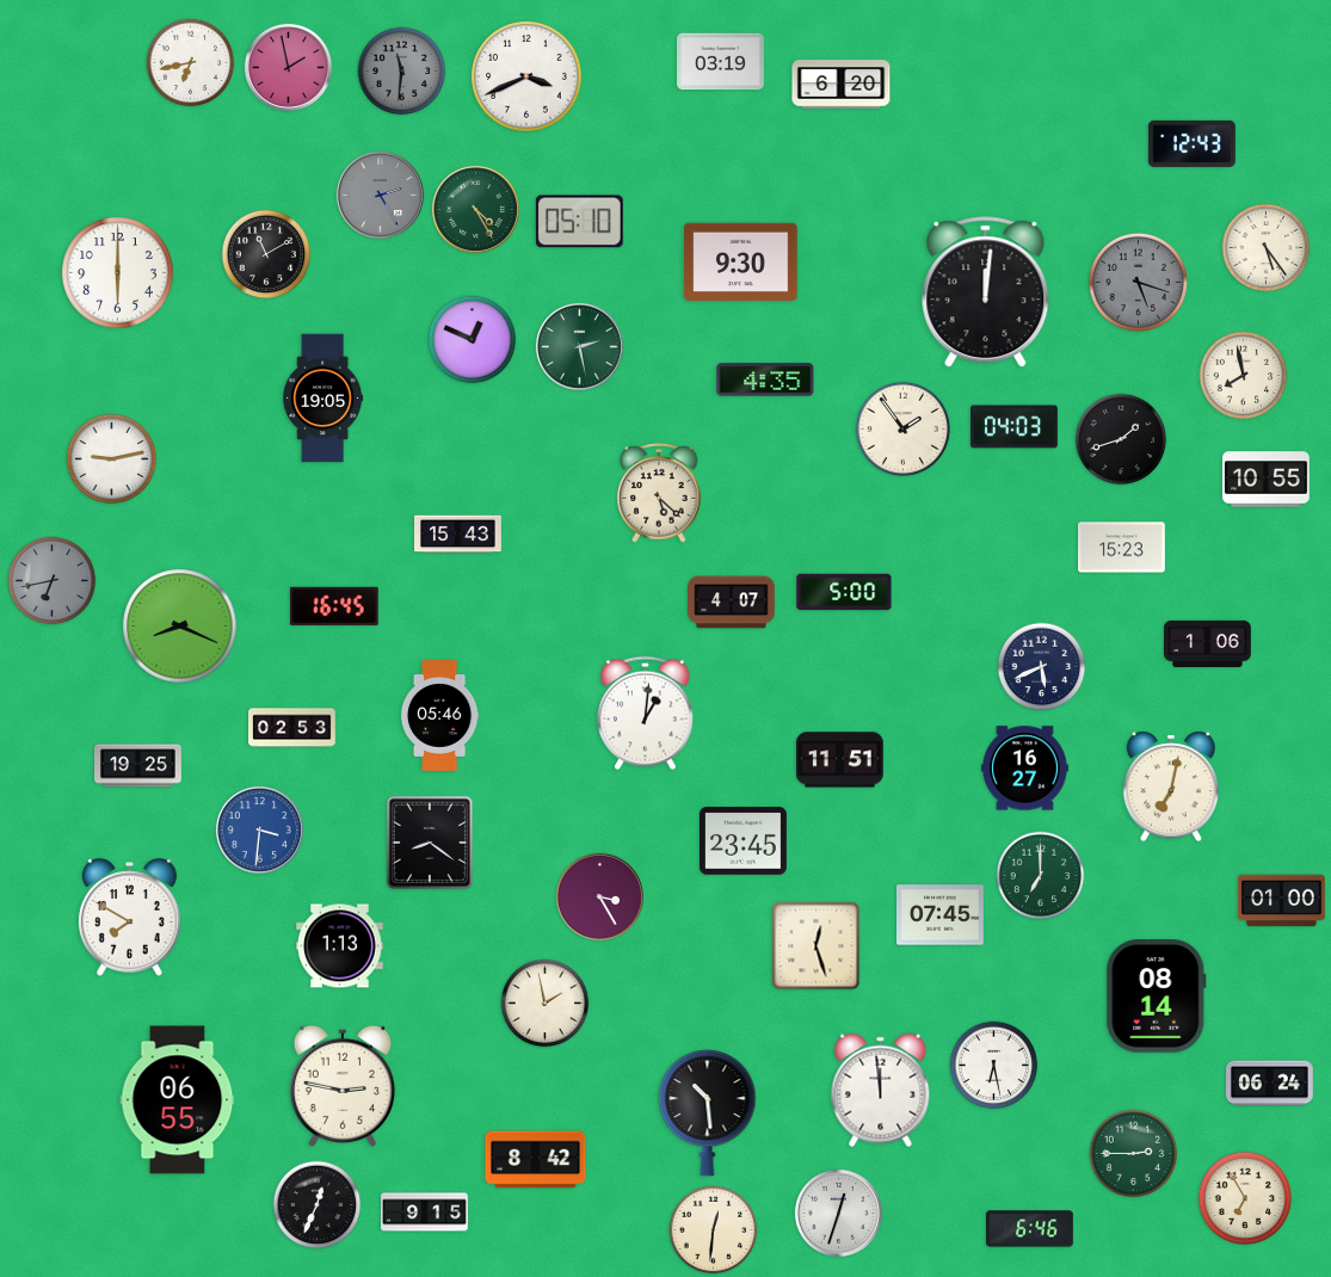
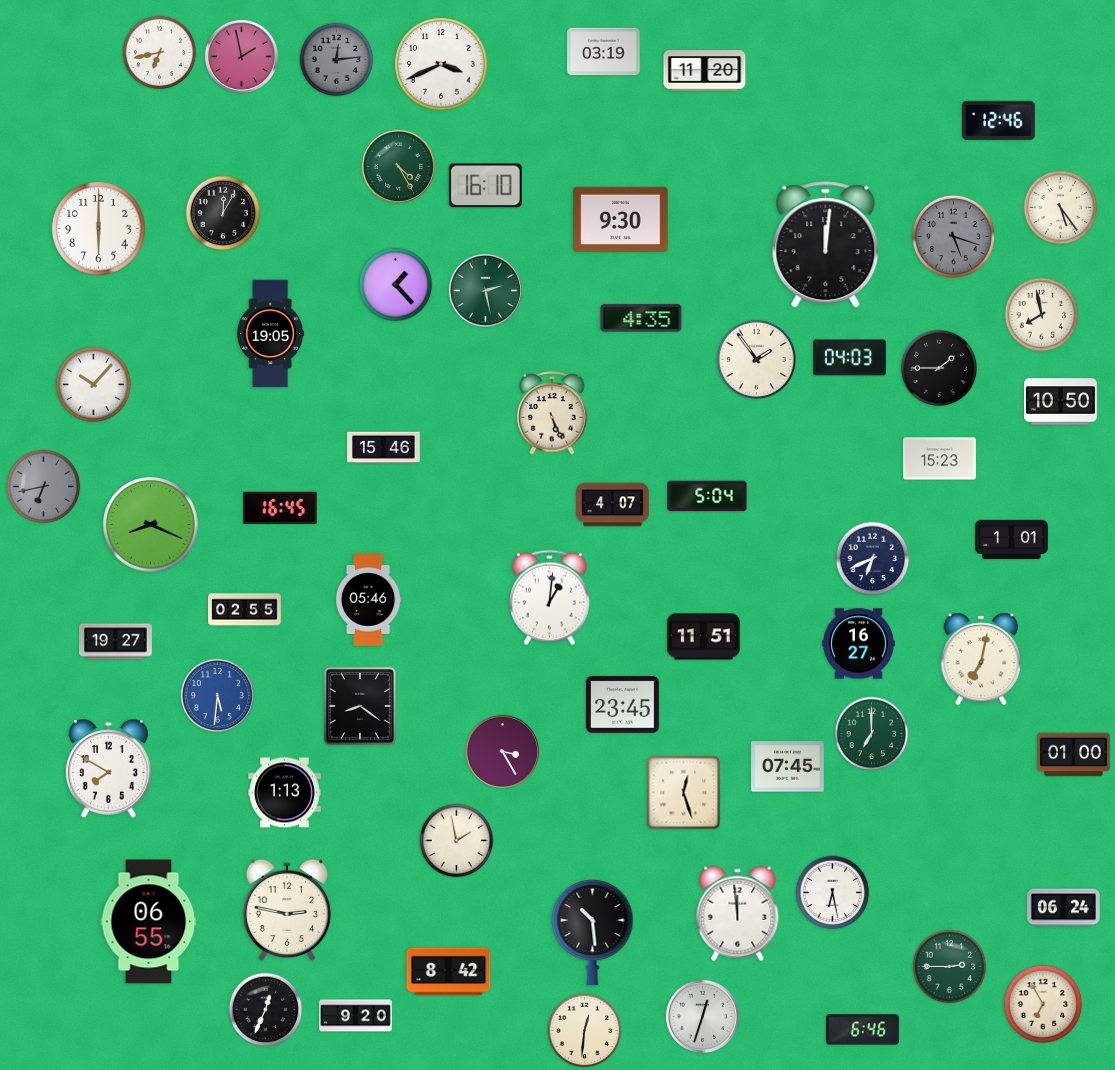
clock at (402, 72): 11:31 -> 12:14
clock at (842, 85): 6:20 -> 11:20
clock at (1191, 143): 12:43 -> 12:46
clock at (380, 195): 2:25 -> none
clock at (475, 209) position: (475, 209) -> (398, 166)
clock at (579, 222): 05:10 -> 16:10
clock at (266, 254): 11:10 -> 12:05
clock at (473, 340): 12:49 -> 1:23
clock at (1121, 439): 1:42 -> 1:45
clock at (112, 459): 9:13 -> 10:07
clock at (1267, 480): 10:55 -> 10:50
clock at (659, 493): 5:22 -> 5:26
clock at (458, 535): 15:43 -> 15:46
clock at (844, 592): 5:00 -> 5:04
clock at (1208, 643): 1:06 -> 1:01
clock at (1042, 667): 5:41 -> 6:41
clock at (646, 714) position: (646, 714) -> (550, 598)
clock at (292, 728): 02:53 -> 02:55
clock at (138, 766): 19:25 -> 19:27
clock at (259, 829): 3:31 -> 5:31
clock at (1157, 997): 08:14 -> none
clock at (425, 1213): 9:15 -> 9:20
clock at (714, 1230) position: (714, 1230) -> (585, 1031)
